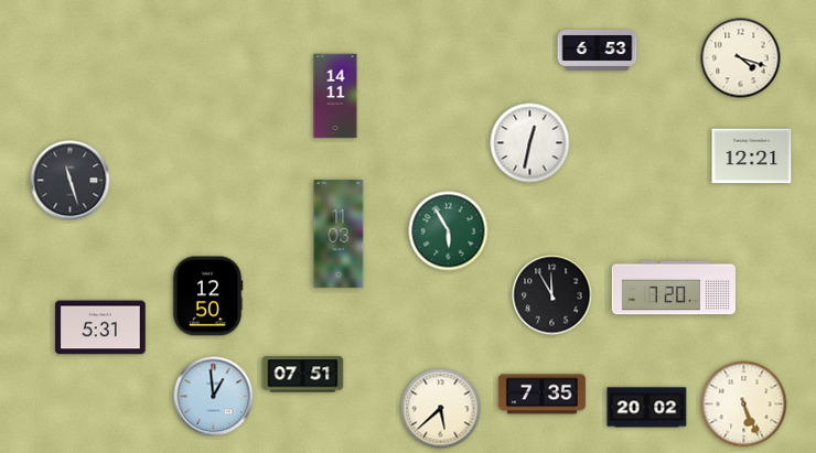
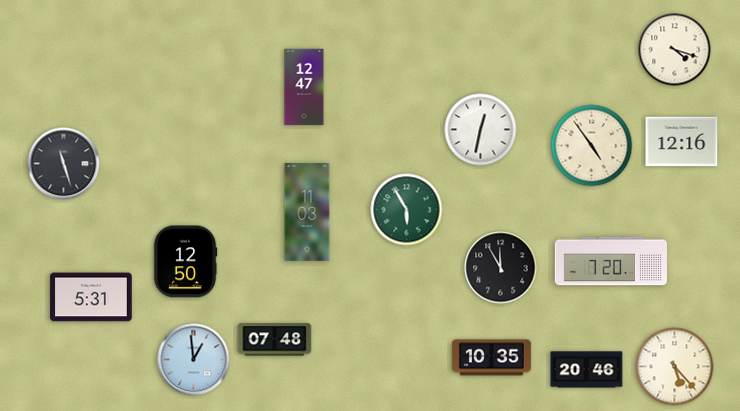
clock at (598, 50): 6:53 -> none
clock at (741, 58) position: (741, 58) -> (675, 50)
clock at (335, 96): 14:11 -> 12:47
clock at (752, 157): 12:21 -> 12:16
clock at (592, 146): none -> 4:54
clock at (207, 296) position: (207, 296) -> (185, 262)
clock at (303, 375): 07:51 -> 07:48
clock at (541, 395): 7:35 -> 10:35
clock at (744, 405): 5:26 -> 5:23
clock at (647, 408): 20:02 -> 20:46
clock at (441, 409): 5:38 -> none
